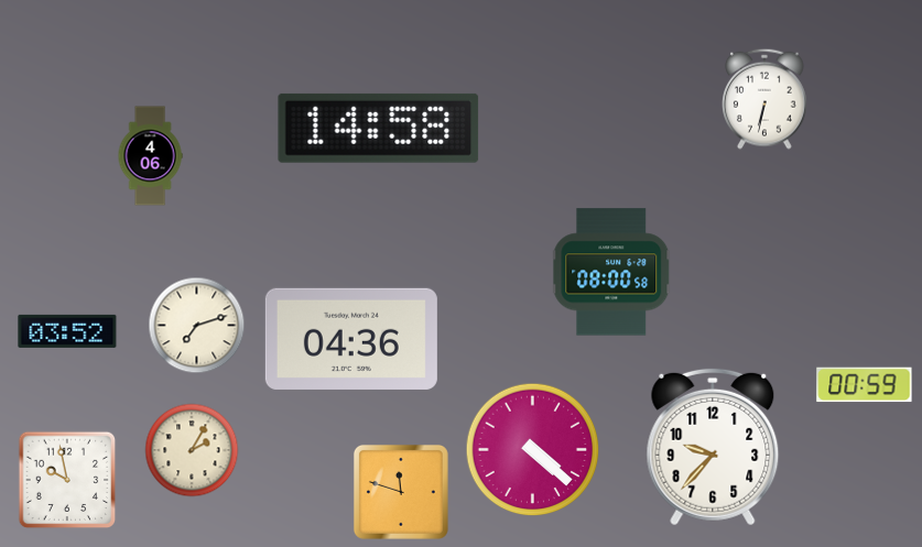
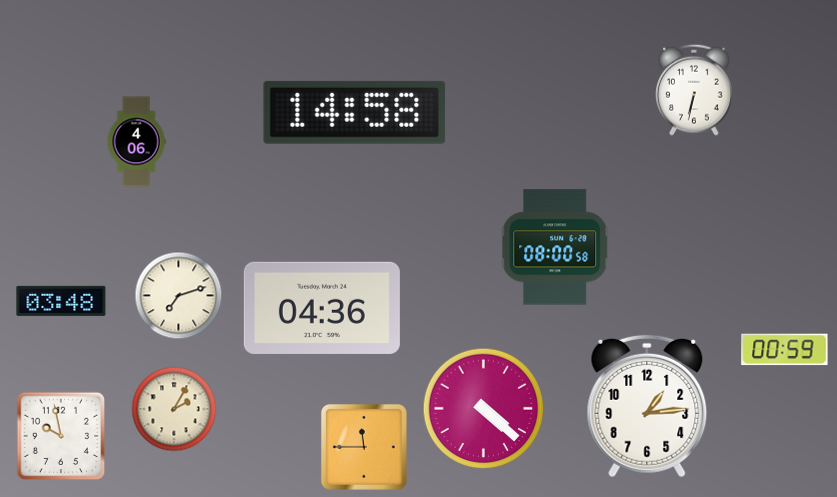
clock at (379, 128) position: (379, 128) -> (355, 112)
clock at (67, 331): 03:52 -> 03:48
clock at (351, 339) position: (351, 339) -> (322, 308)
clock at (713, 447): 9:37 -> 1:14
clock at (401, 492): 11:48 -> 11:45
